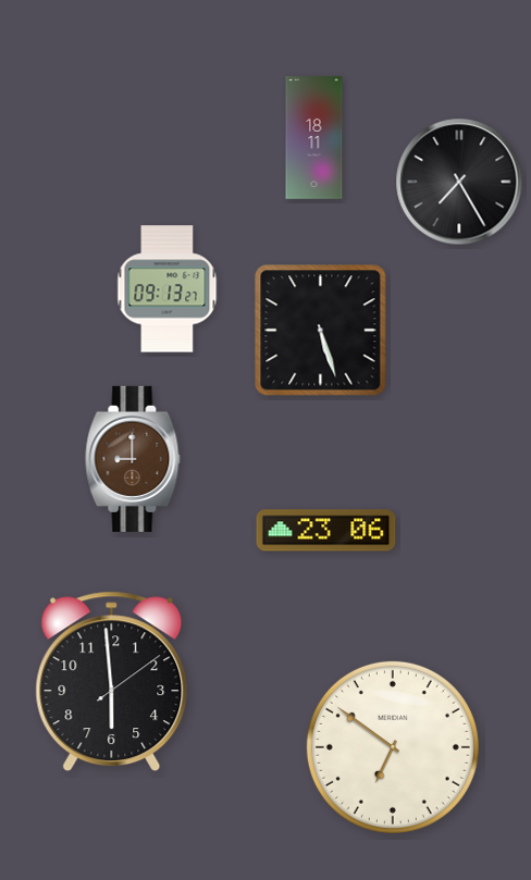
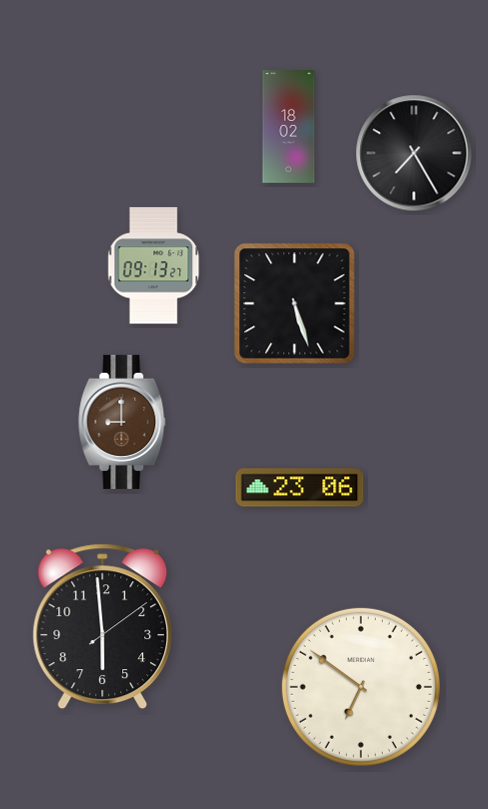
clock at (314, 138): 18:11 -> 18:02
clock at (459, 182) position: (459, 182) -> (414, 153)
